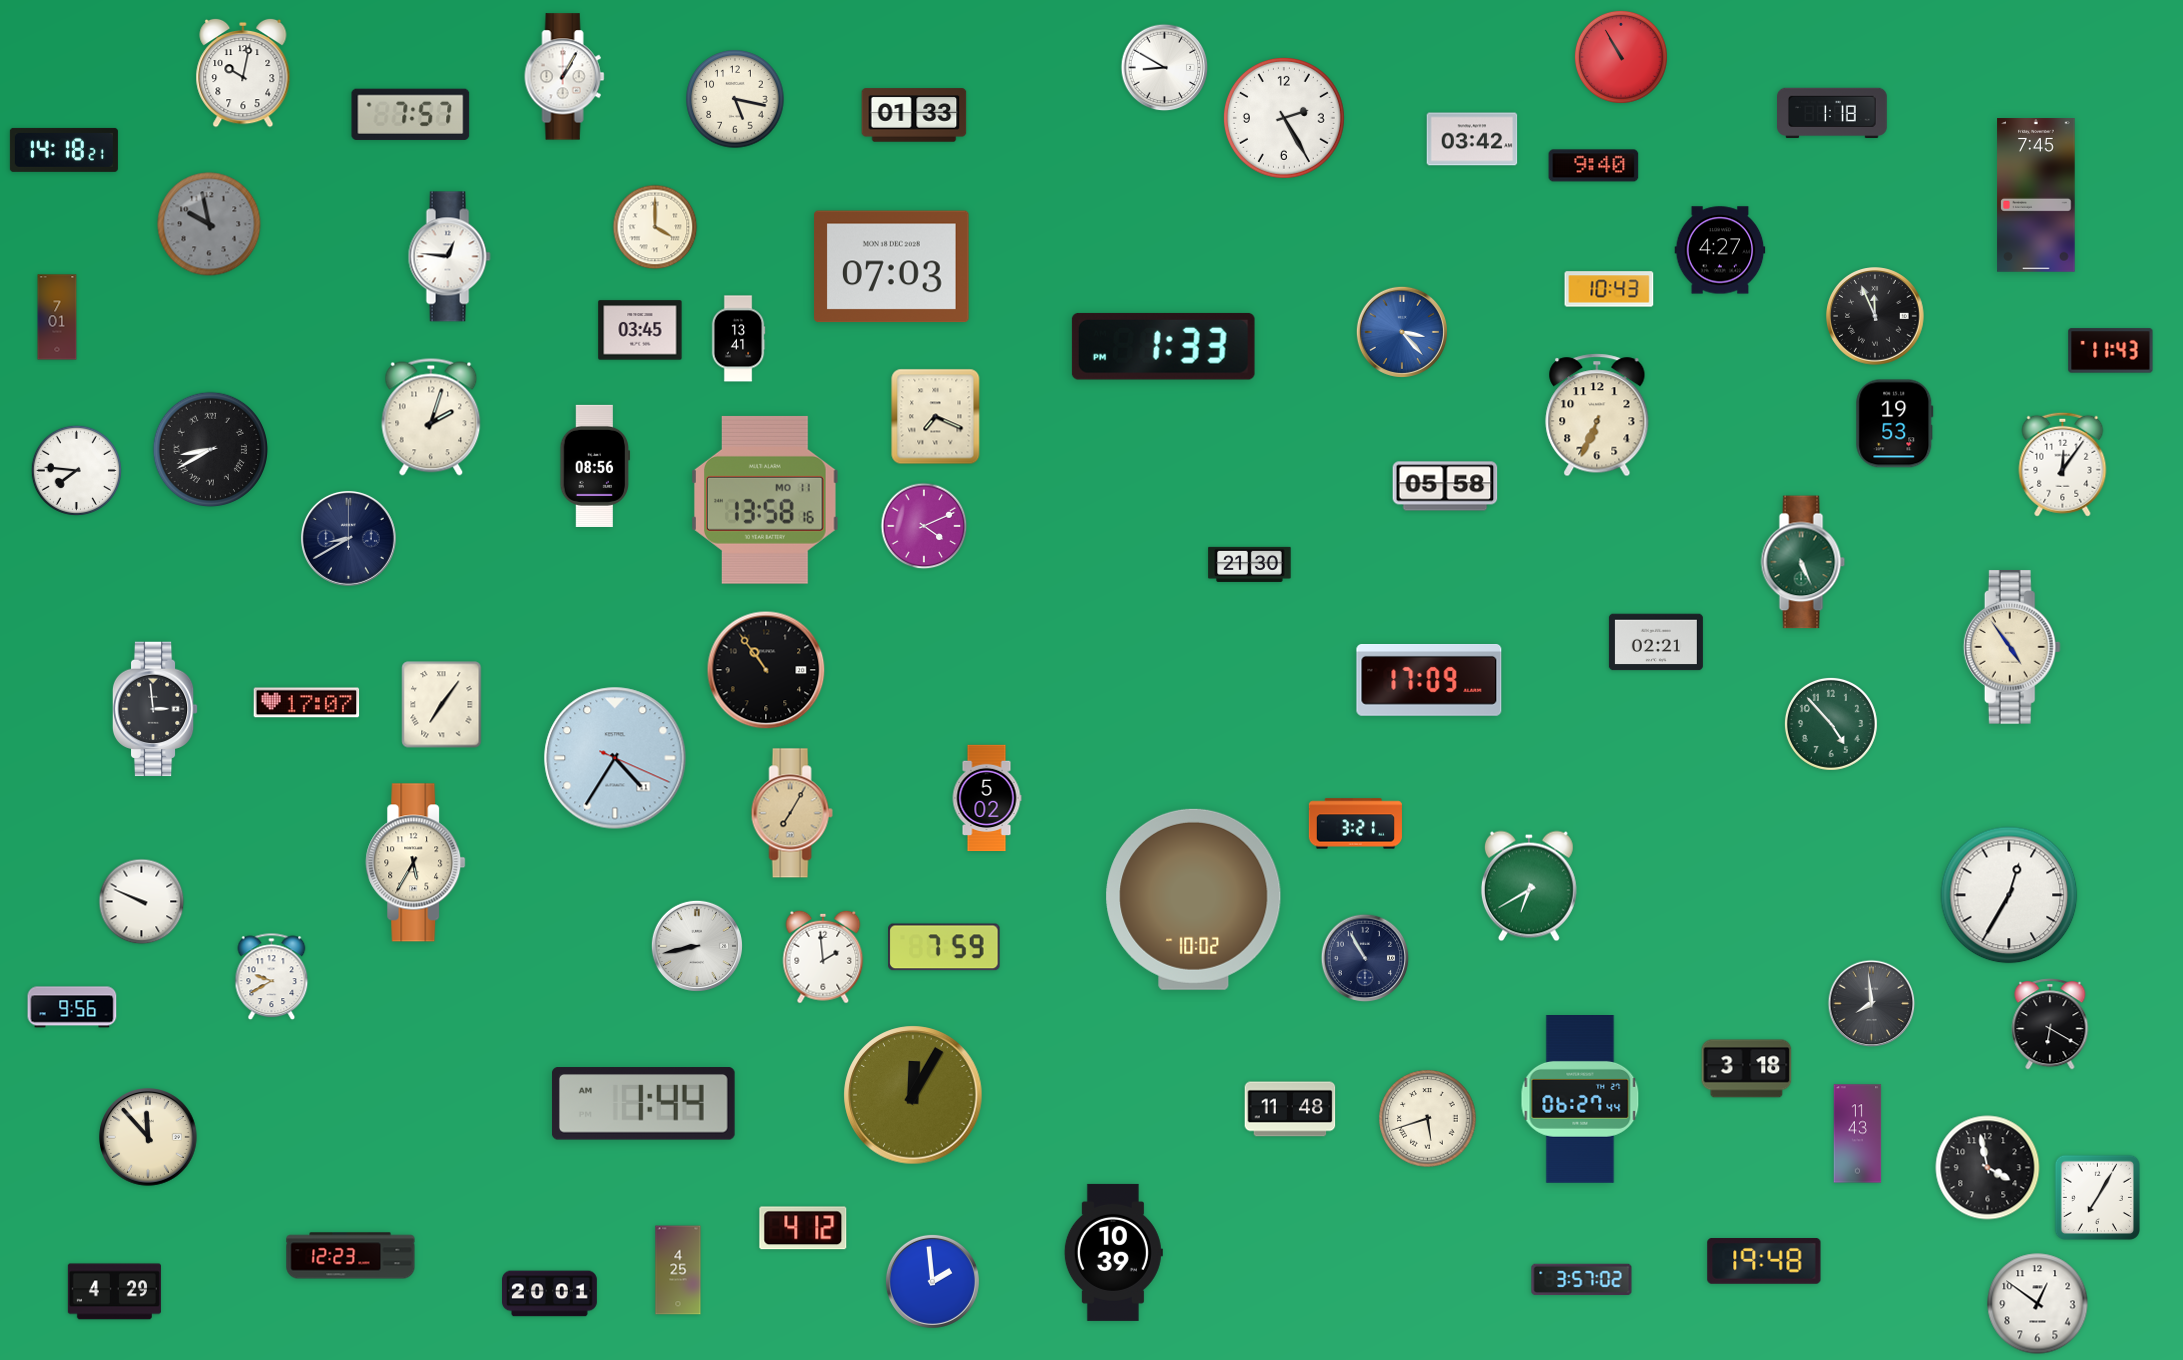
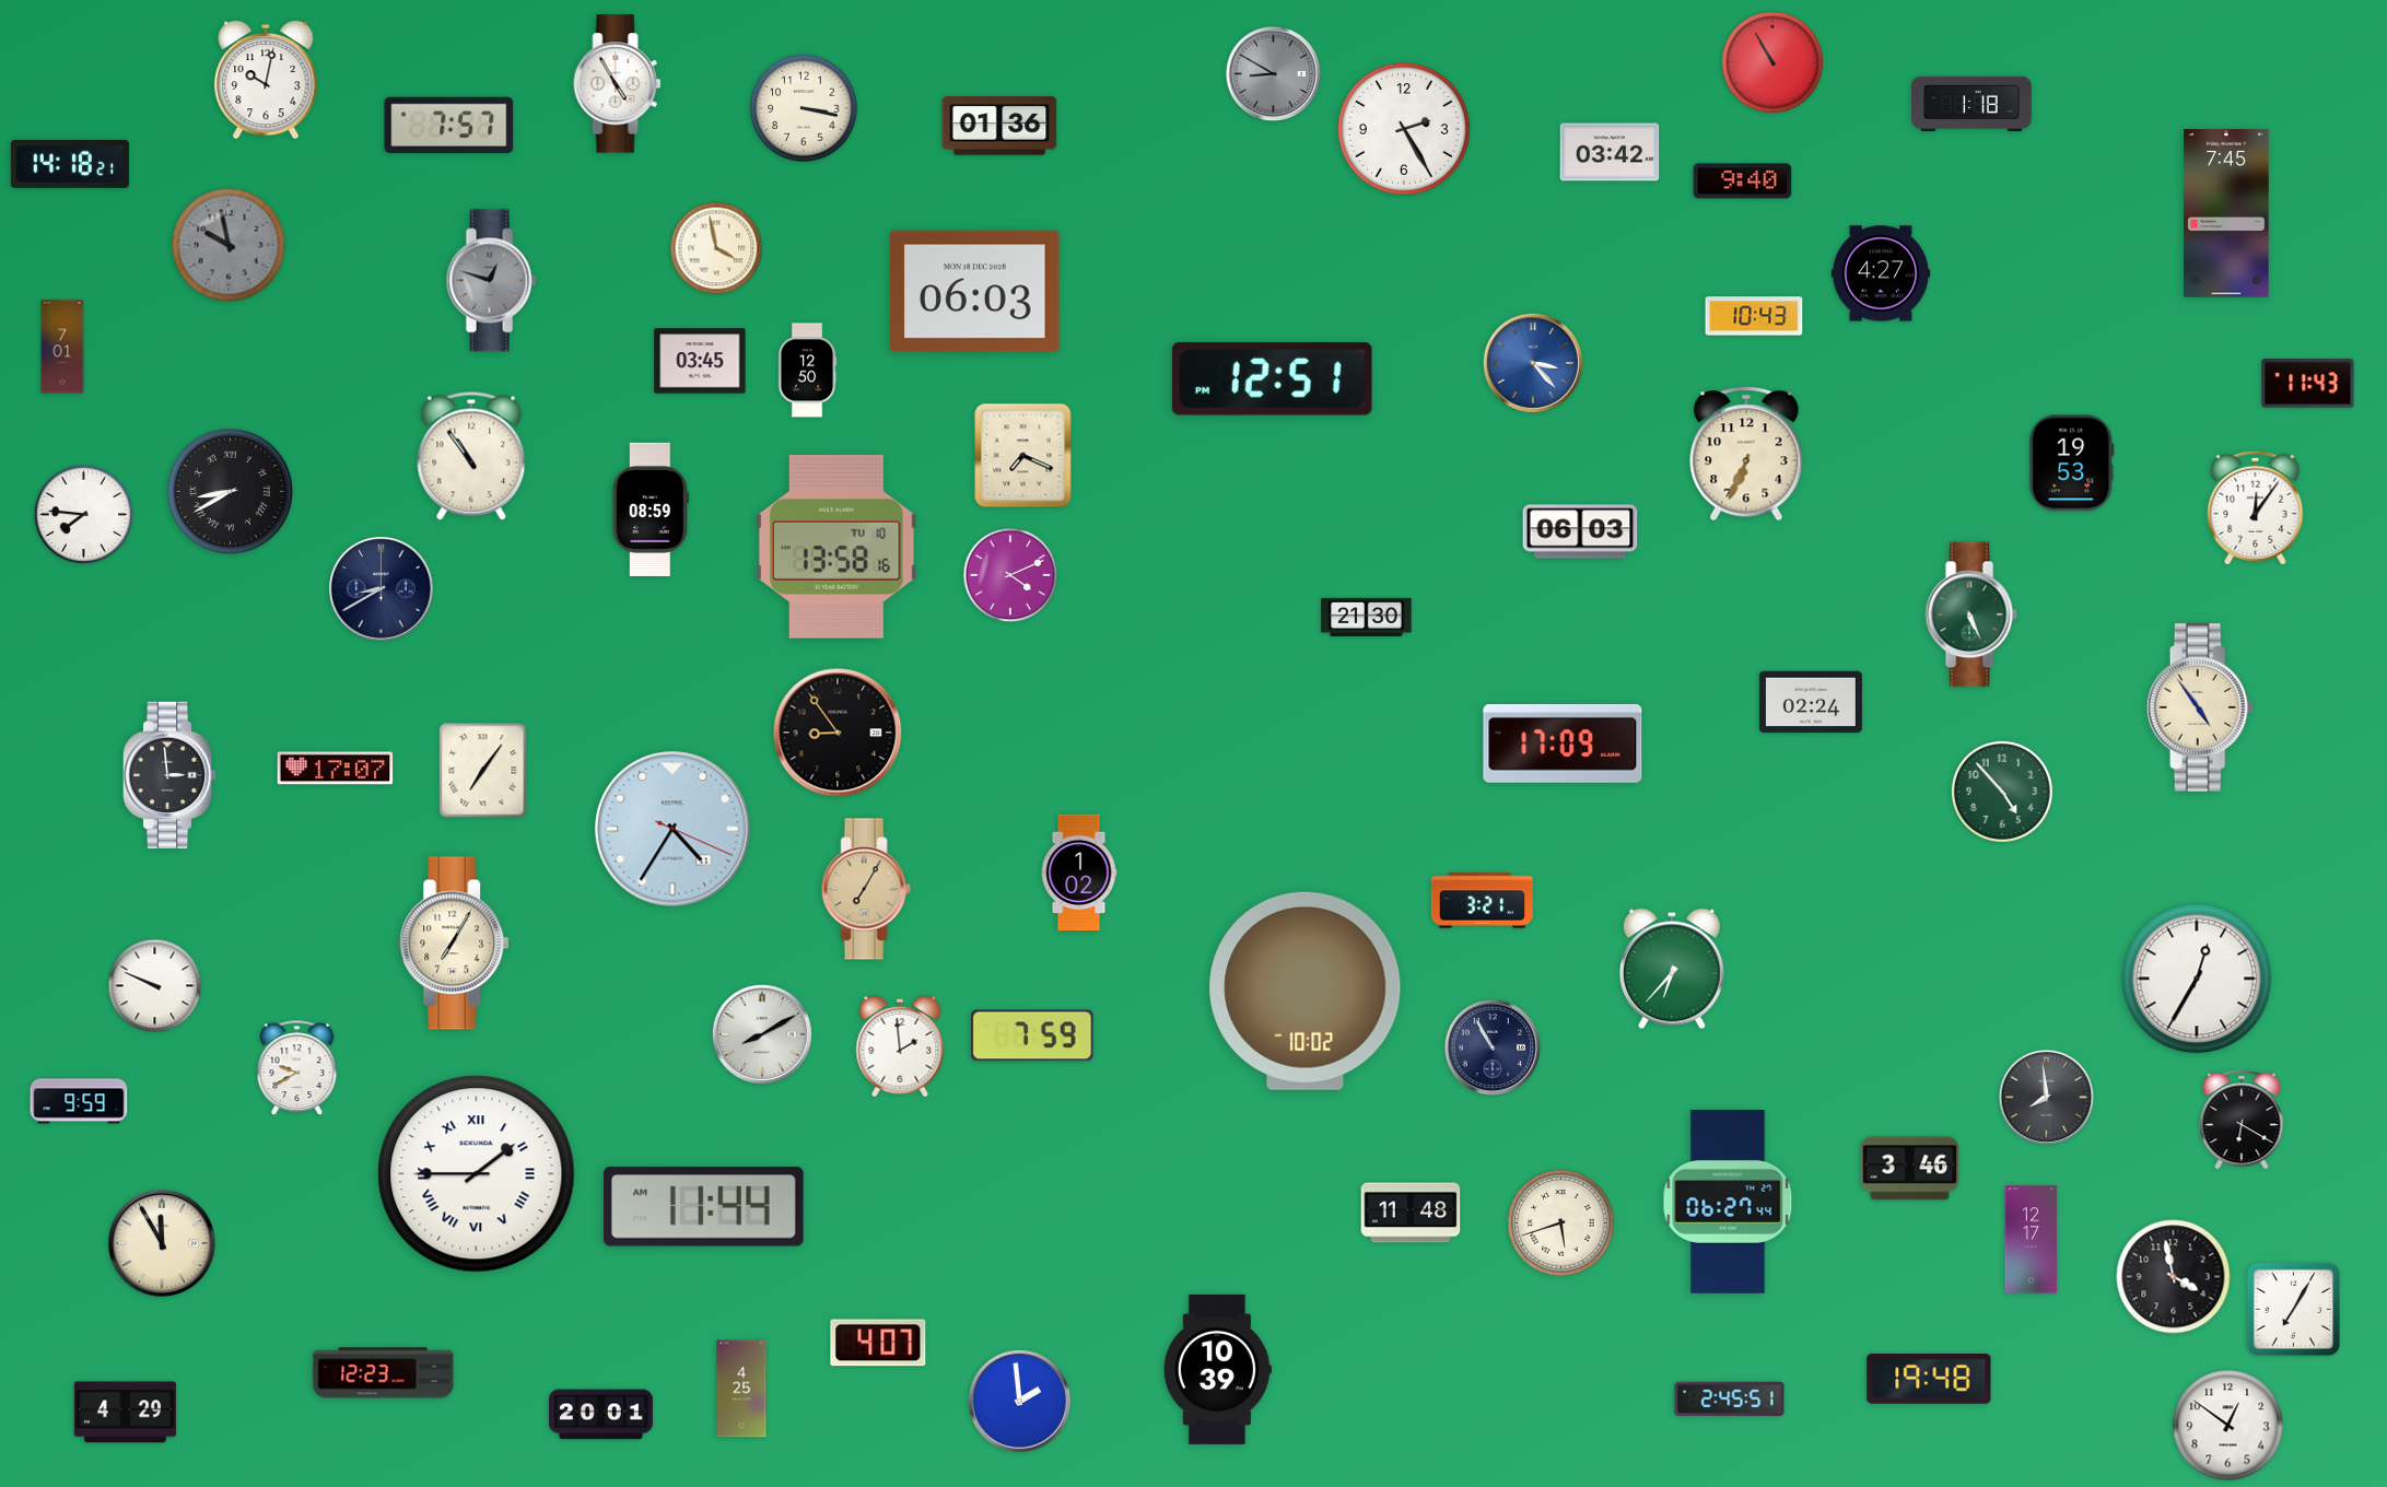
clock at (1165, 68) dial: white -> grey
clock at (565, 77): 1:05 -> 4:55
clock at (735, 99): 5:17 -> 3:17
clock at (1833, 113) position: (1833, 113) -> (1973, 104)
clock at (914, 115): 01:33 -> 01:36
clock at (655, 227): 4:00 -> 3:58
clock at (449, 257): 12:46 -> 12:48
clock at (449, 257) dial: white -> grey
clock at (892, 267): 07:03 -> 06:03
clock at (1609, 289) position: (1609, 289) -> (1754, 316)
clock at (1875, 316): 11:56 -> none
clock at (738, 339): 13:41 -> 12:50
clock at (1163, 346): 1:33 -> 12:51
clock at (431, 417): 2:03 -> 10:54
clock at (595, 466): 08:56 -> 08:59
clock at (1445, 486): 05:58 -> 06:03
clock at (766, 500) date: MO 11 -> TU 10
clock at (1656, 642): 02:21 -> 02:24
clock at (766, 670): 10:54 -> 8:54
clock at (987, 798): 5:02 -> 1:02
clock at (416, 863): 5:35 -> 7:05
clock at (1529, 886): 6:40 -> 6:37
clock at (1194, 899) position: (1194, 899) -> (1306, 991)
clock at (697, 946): 8:43 -> 8:10
clock at (72, 1007): 9:56 -> 9:59
clock at (1747, 1069): 3:18 -> 3:46
clock at (477, 1174): none -> 1:45
clock at (913, 1095): 12:05 -> none
clock at (643, 1104): 1:44 -> 11:44
clock at (1858, 1134): 11:43 -> 12:17
clock at (148, 1137): 11:53 -> 11:55
clock at (803, 1228): 4:12 -> 4:07
clock at (1582, 1280): 3:57 -> 2:45
